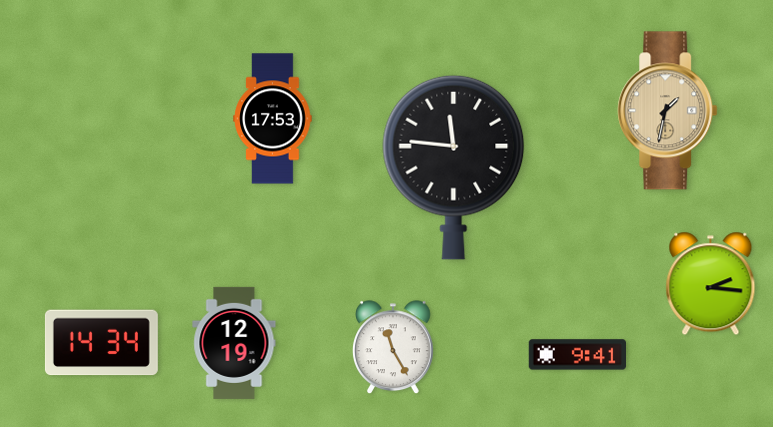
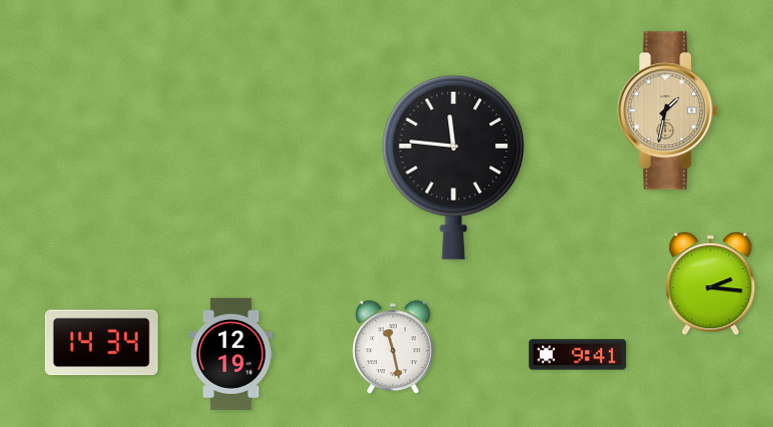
clock at (273, 119): 17:53 -> none
clock at (234, 343) position: (234, 343) -> (231, 354)
clock at (394, 348): 11:25 -> 11:28
